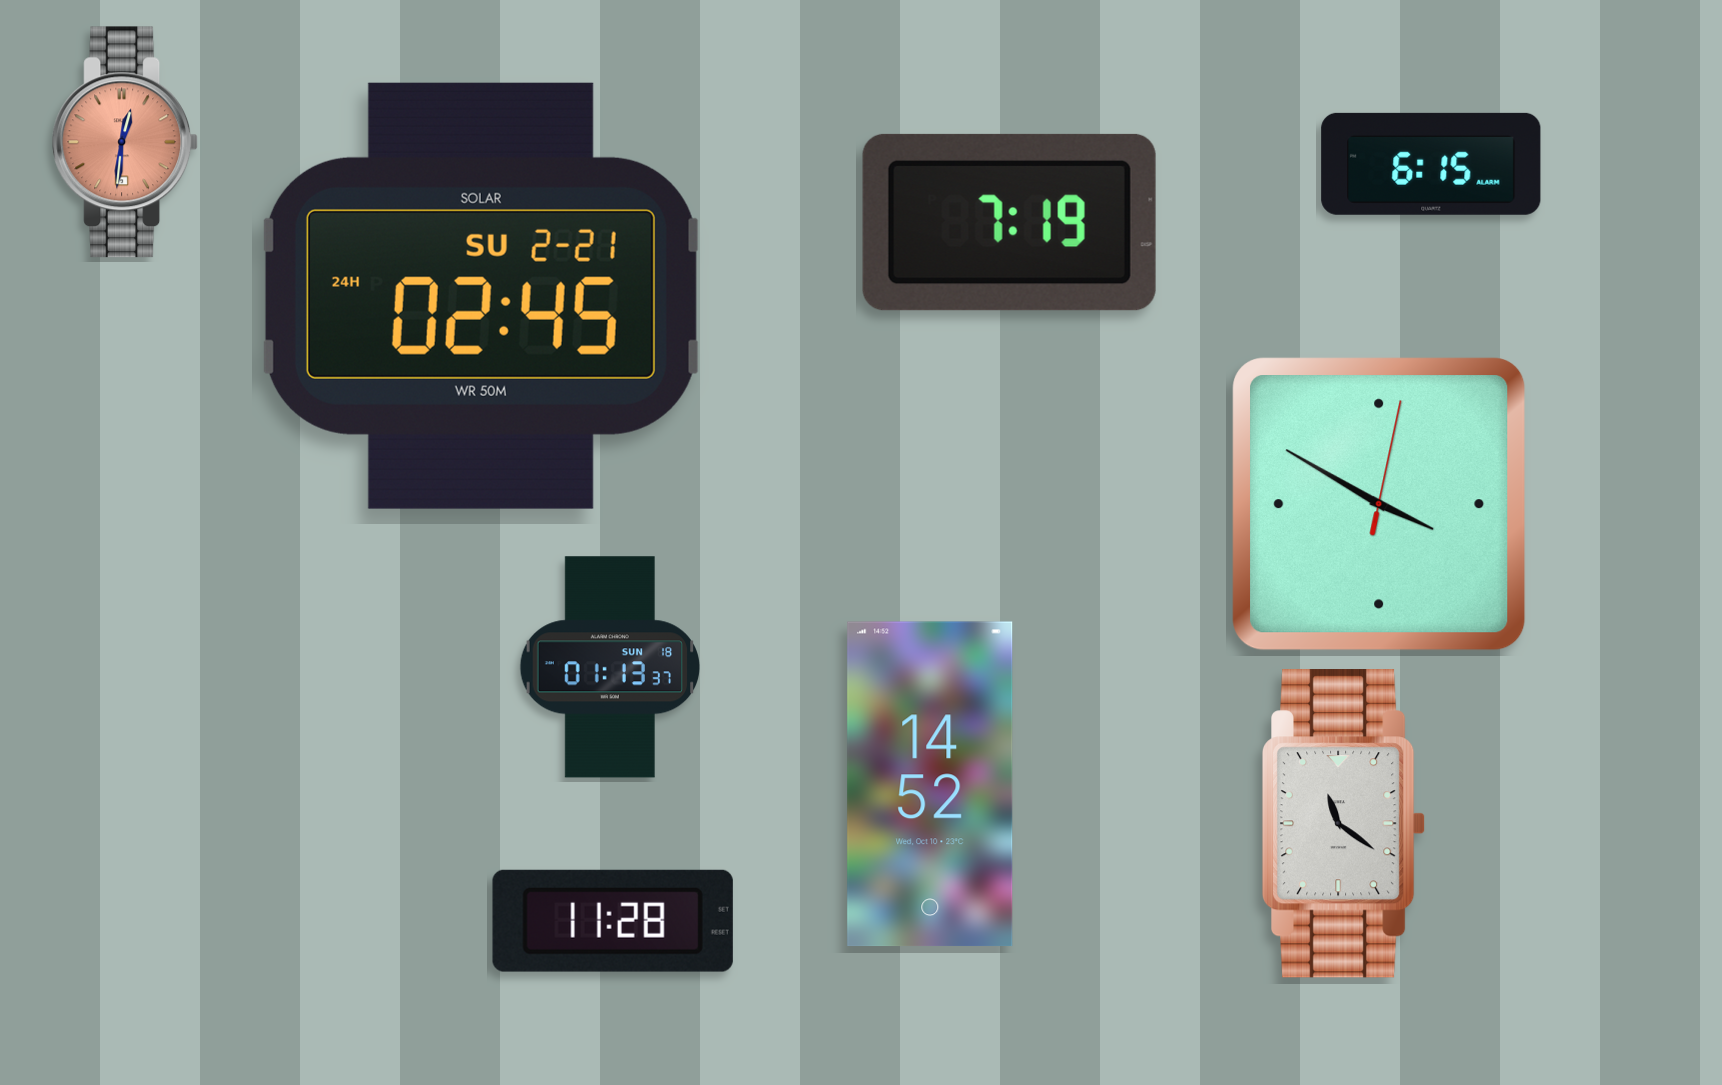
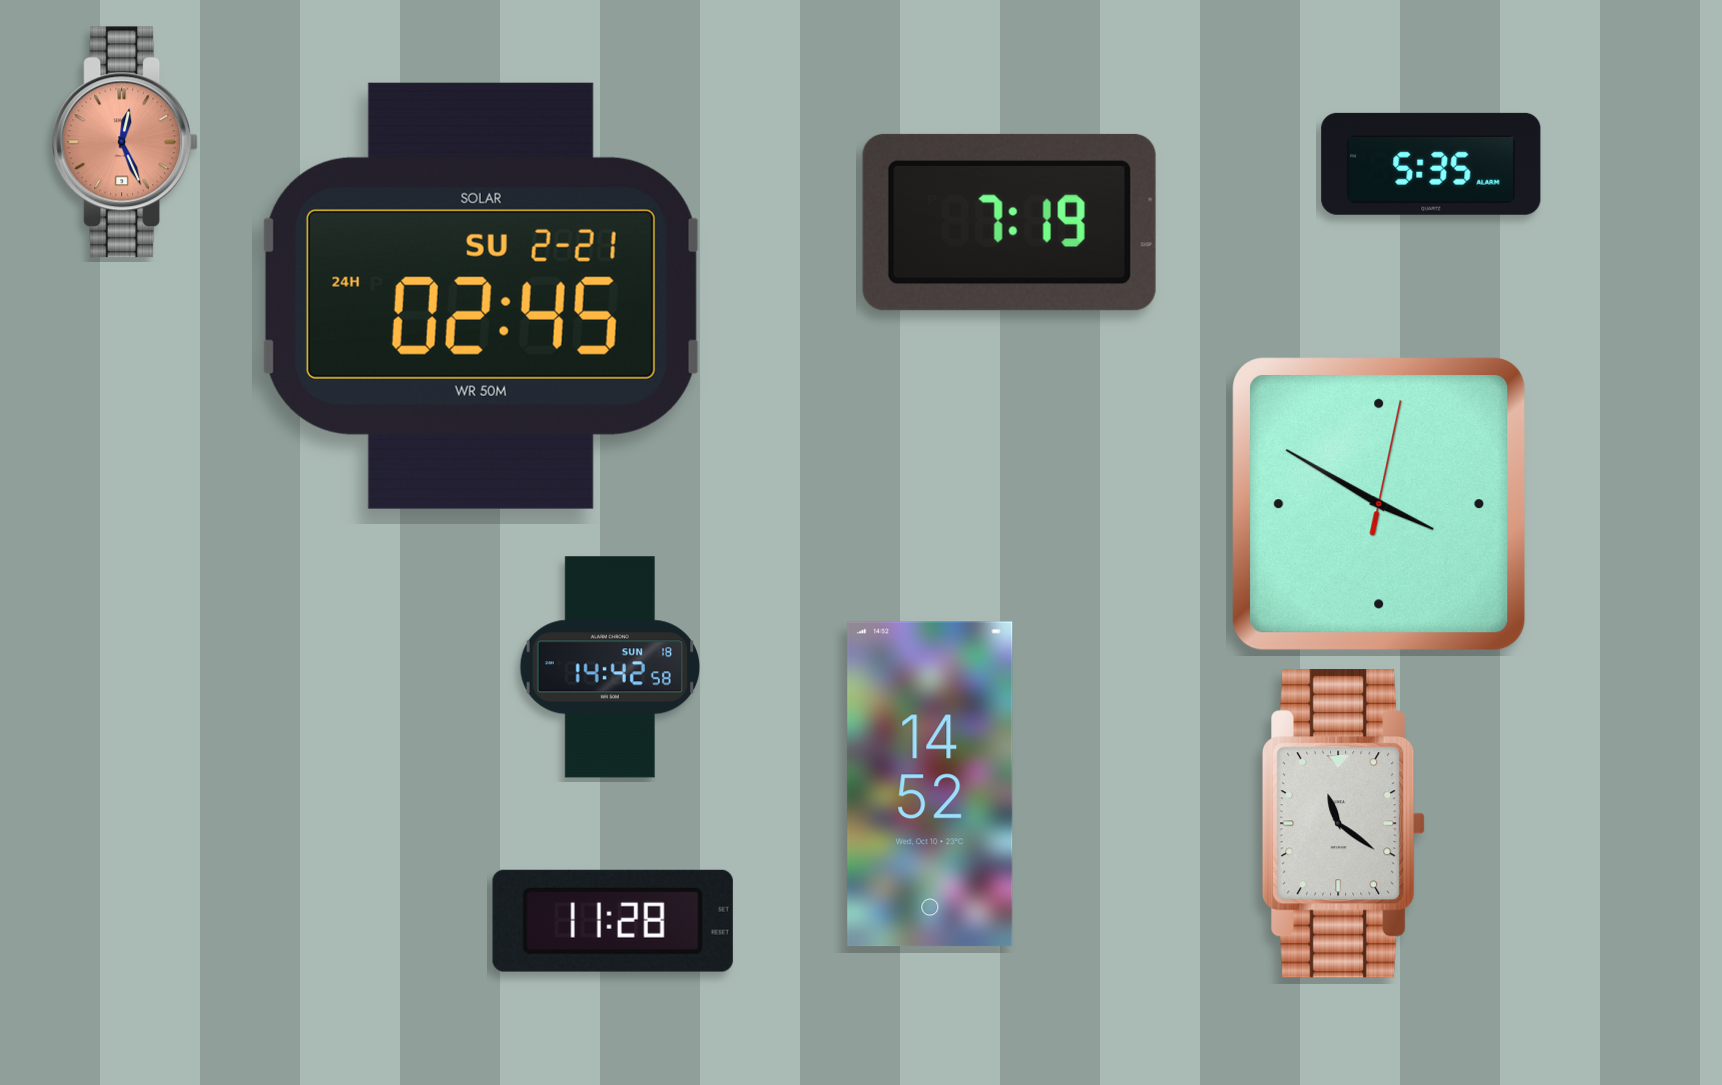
clock at (126, 142): 12:31 -> 12:26
clock at (1431, 164): 6:15 -> 5:35
clock at (610, 667): 01:13 -> 14:42
